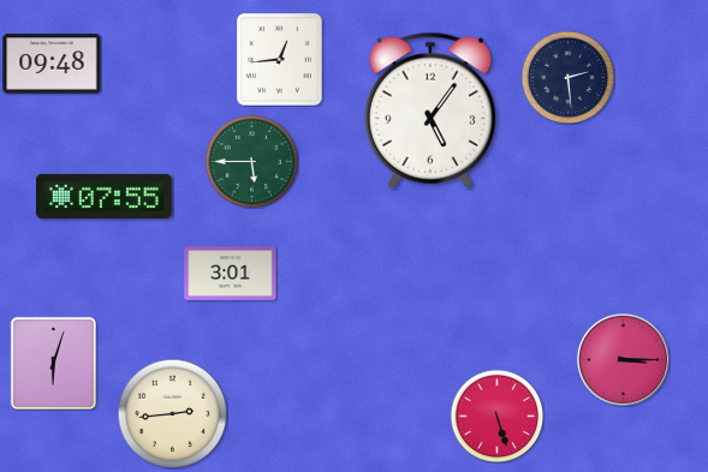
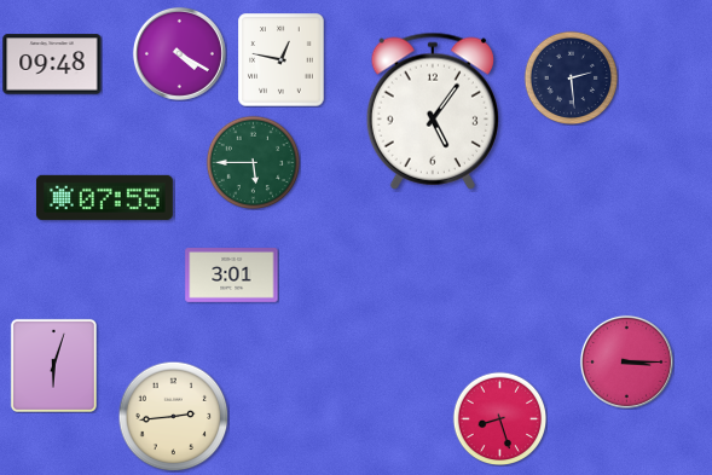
clock at (179, 53): none -> 4:20
clock at (280, 60): 12:44 -> 12:47
clock at (496, 416): 5:27 -> 8:27
